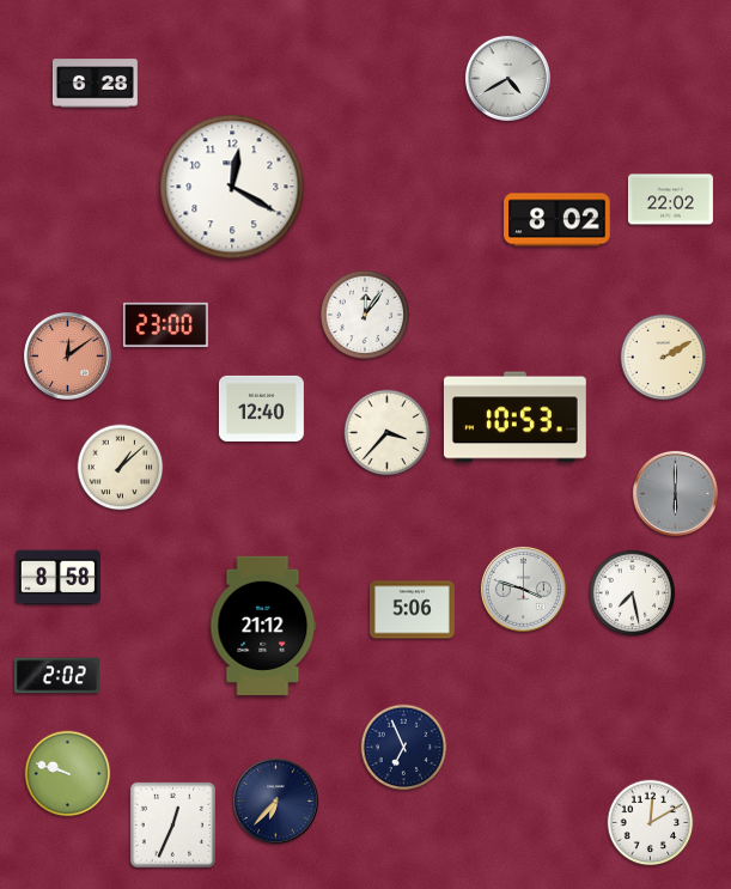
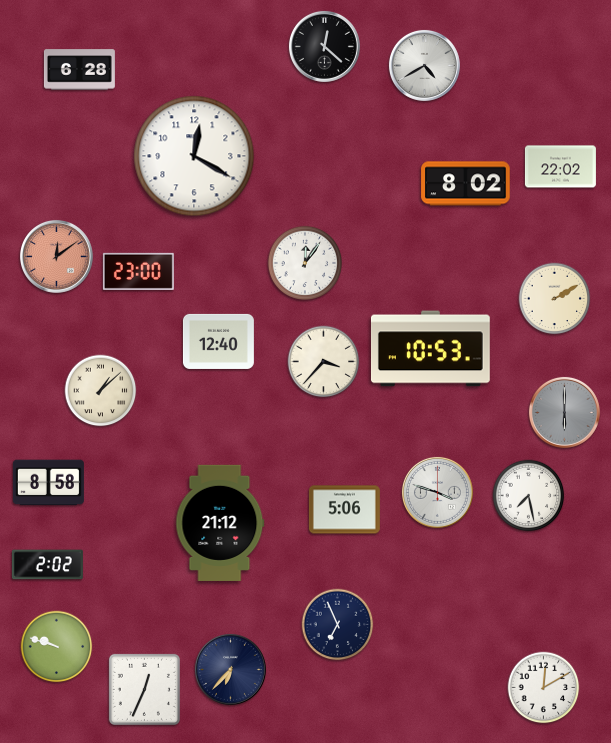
clock at (324, 46): none -> 12:22
clock at (67, 355) position: (67, 355) -> (56, 256)
